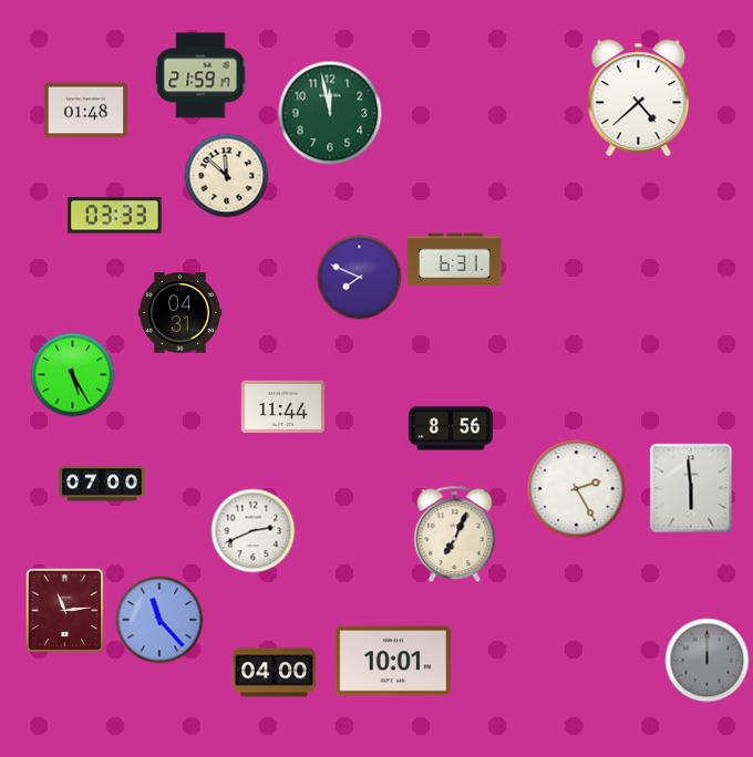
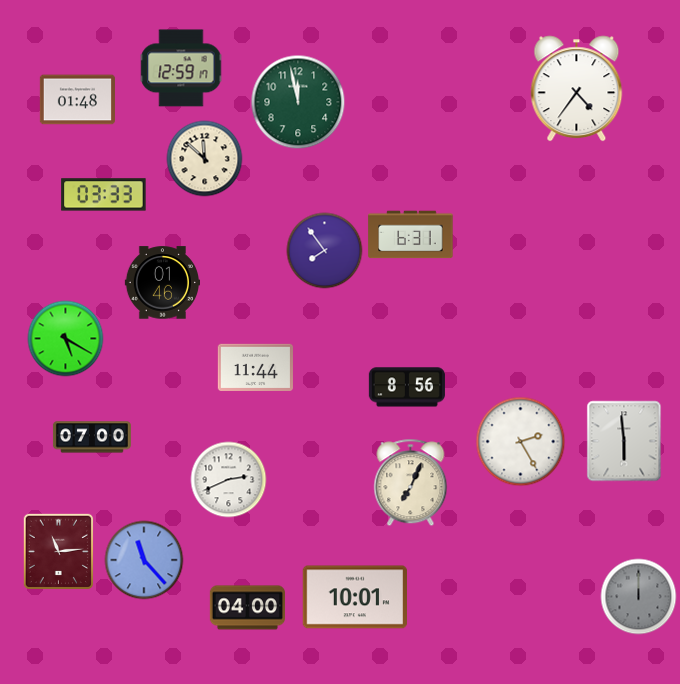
clock at (200, 75): 21:59 -> 12:59
clock at (639, 98): 4:38 -> 4:36
clock at (360, 278): 7:49 -> 7:54
clock at (179, 313): 04:31 -> 01:46
clock at (73, 375): 5:25 -> 5:20
